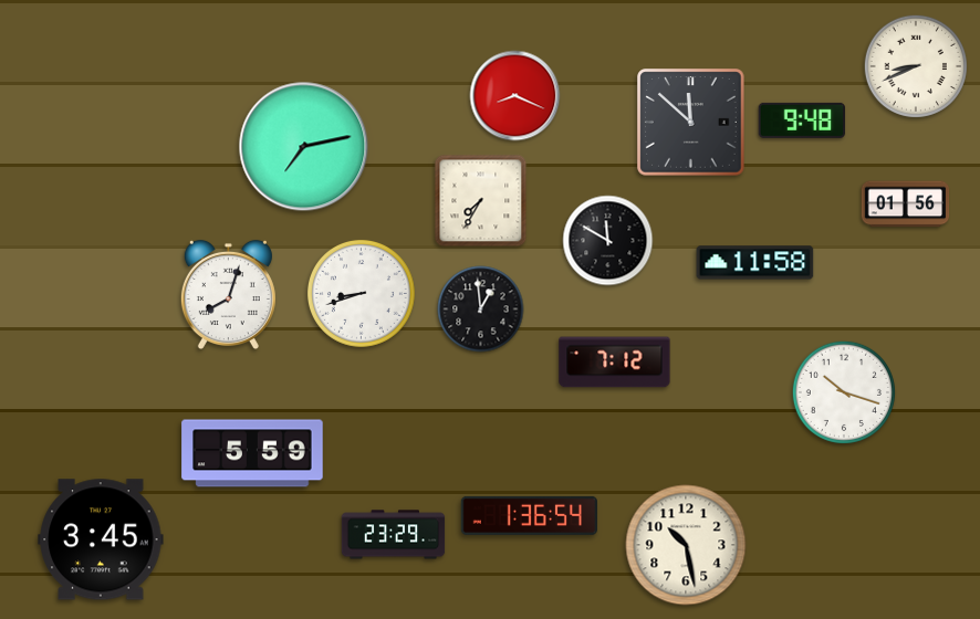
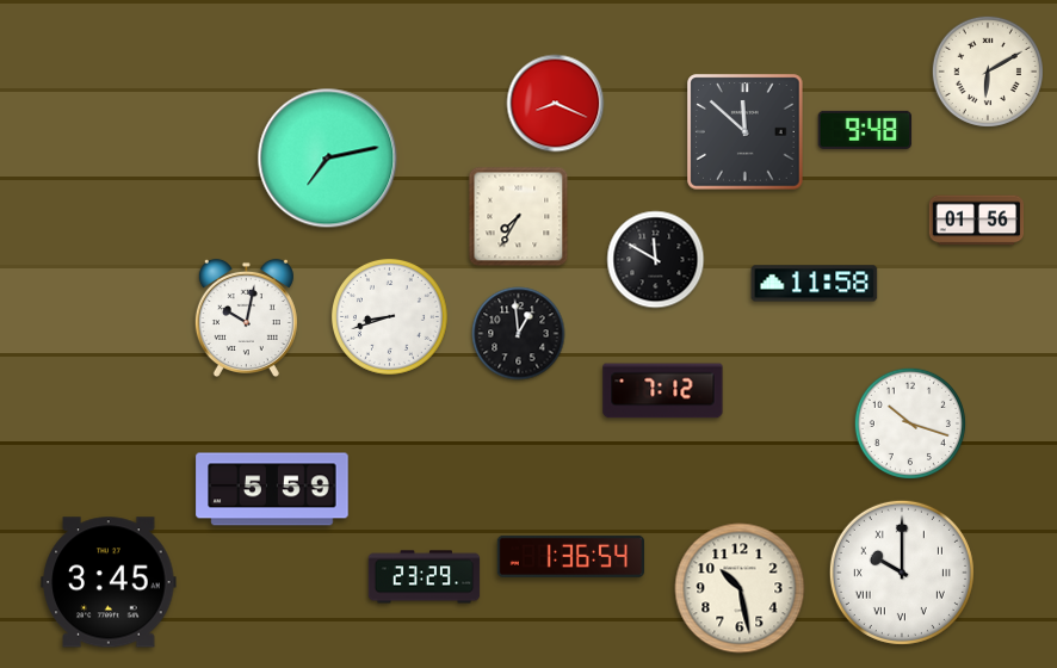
clock at (916, 66): 8:41 -> 6:10
clock at (228, 294): 8:03 -> 10:02
clock at (902, 573): none -> 10:00
